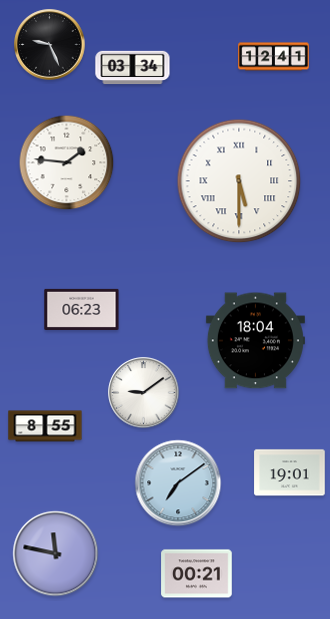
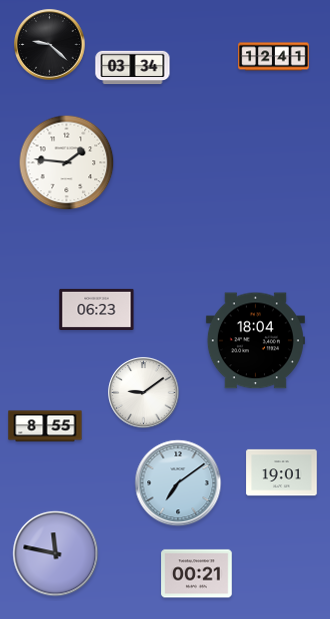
clock at (50, 45): 9:26 -> 9:22
clock at (239, 181): 5:30 -> none
clock at (82, 309) position: (82, 309) -> (97, 309)
clock at (290, 473) position: (290, 473) -> (282, 473)
